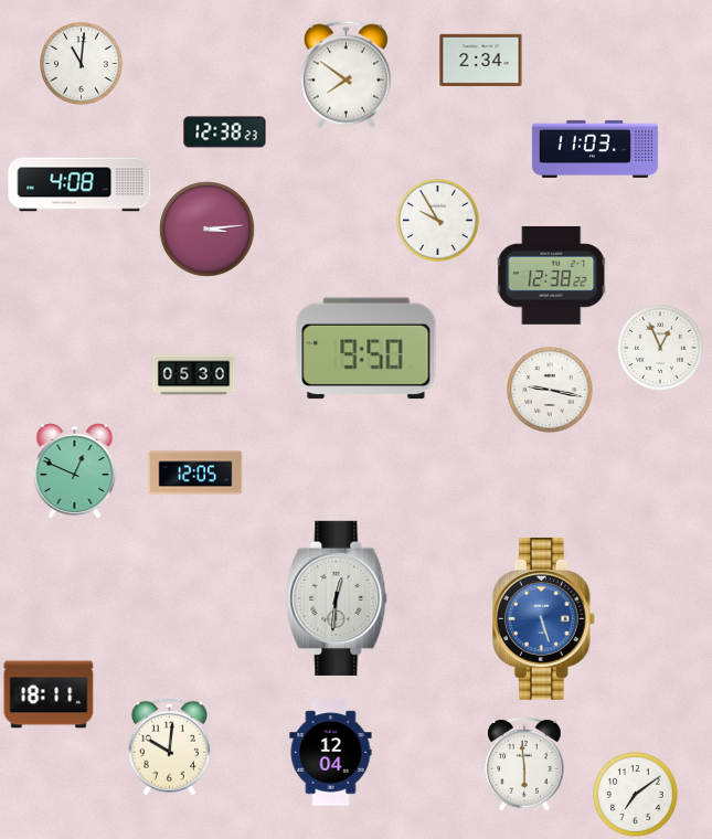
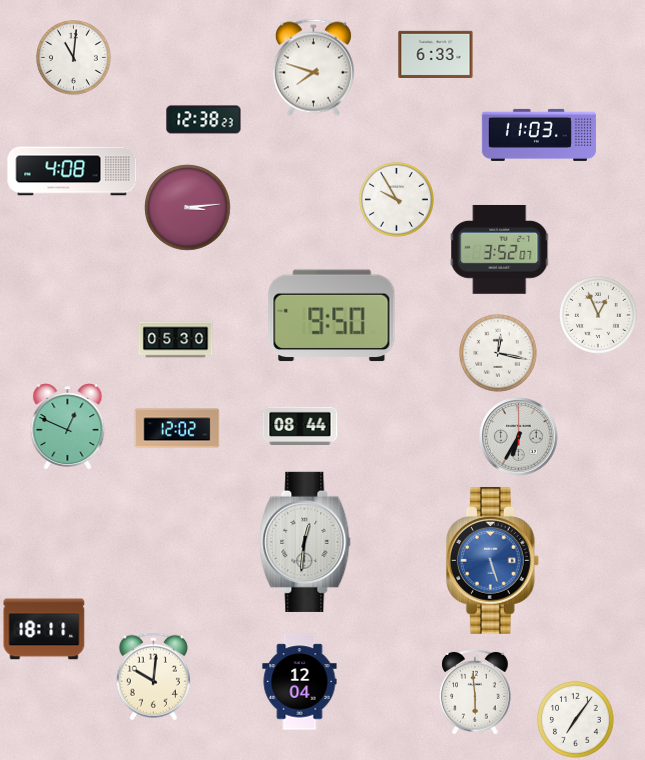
clock at (481, 60): 2:34 -> 6:33
clock at (346, 75): 7:51 -> 7:48
clock at (79, 184) position: (79, 184) -> (72, 171)
clock at (552, 275): 12:38 -> 3:52
clock at (551, 391): 9:17 -> 12:17
clock at (300, 426): none -> 08:44
clock at (195, 472): 12:05 -> 12:02
clock at (519, 437): none -> 6:35
clock at (636, 795): 7:09 -> 7:06
